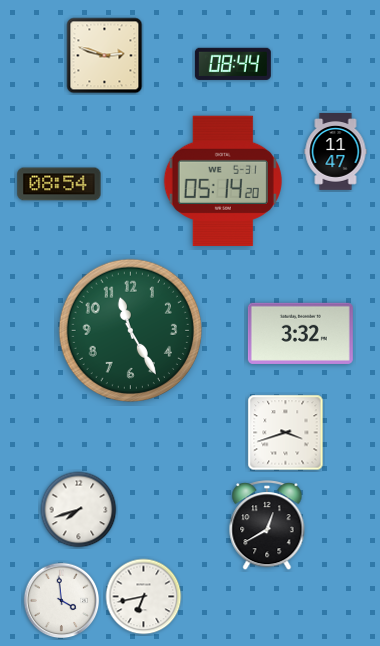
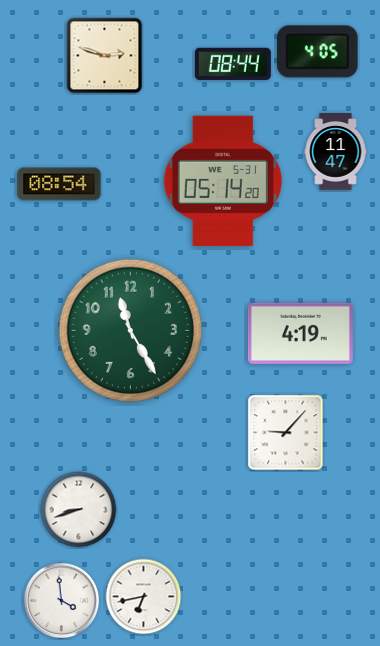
clock at (318, 52): none -> 4:05
clock at (300, 333): 3:32 -> 4:19
clock at (286, 433): 3:42 -> 9:07
clock at (79, 510): 7:42 -> 8:42
clock at (267, 526): 12:40 -> none
